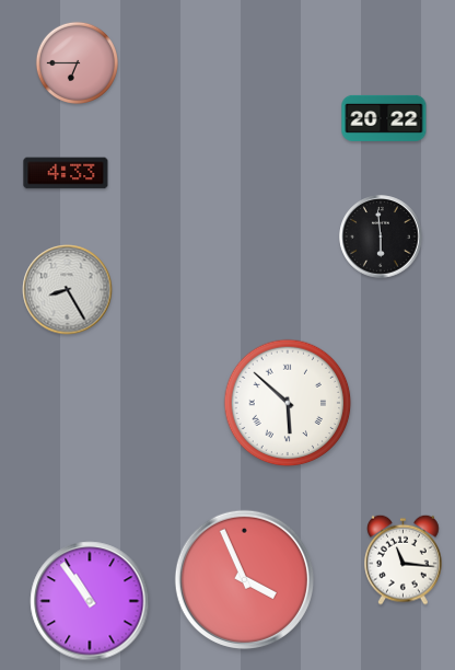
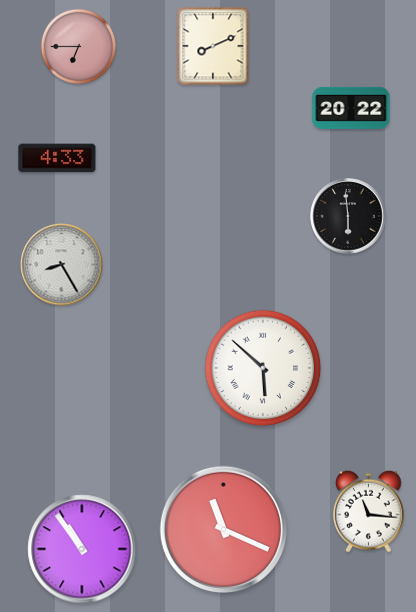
clock at (213, 46): none -> 8:11
clock at (77, 62) position: (77, 62) -> (78, 46)
clock at (66, 173) position: (66, 173) -> (57, 158)
clock at (244, 579): 3:56 -> 11:19
